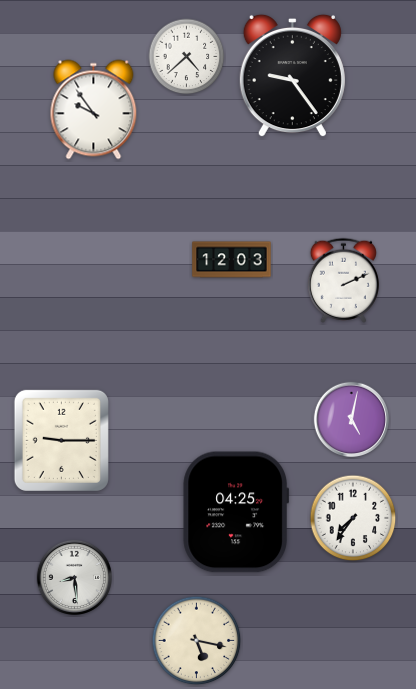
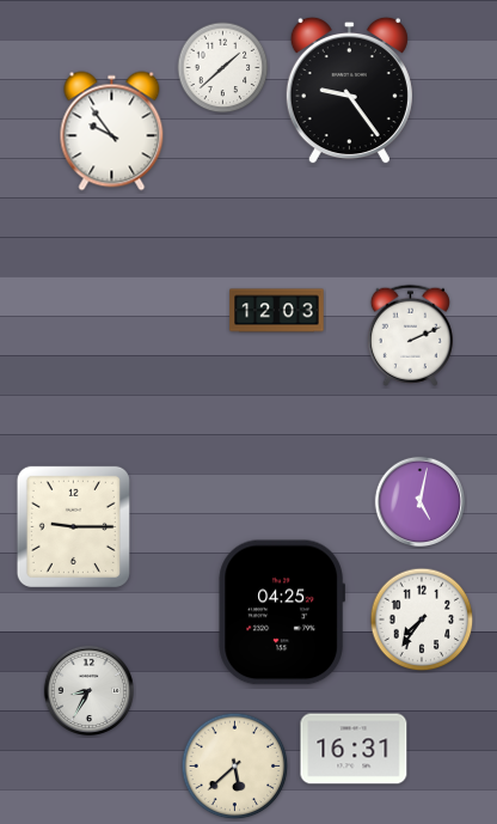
clock at (187, 57): 4:38 -> 1:38
clock at (74, 577): 8:29 -> 8:35
clock at (354, 749): none -> 16:31
clock at (197, 641): 5:17 -> 5:38
